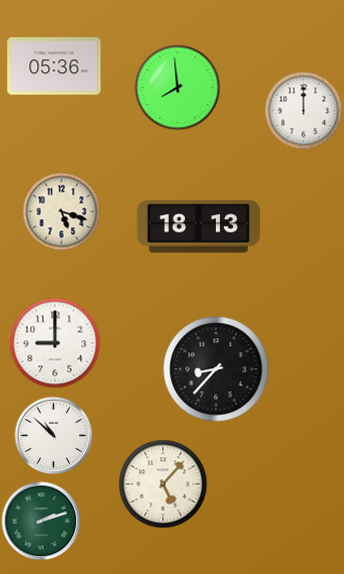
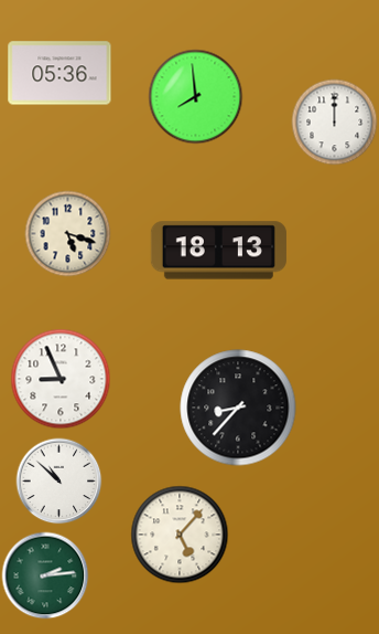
clock at (55, 343): 9:00 -> 8:56
clock at (41, 521): 2:12 -> 2:14
